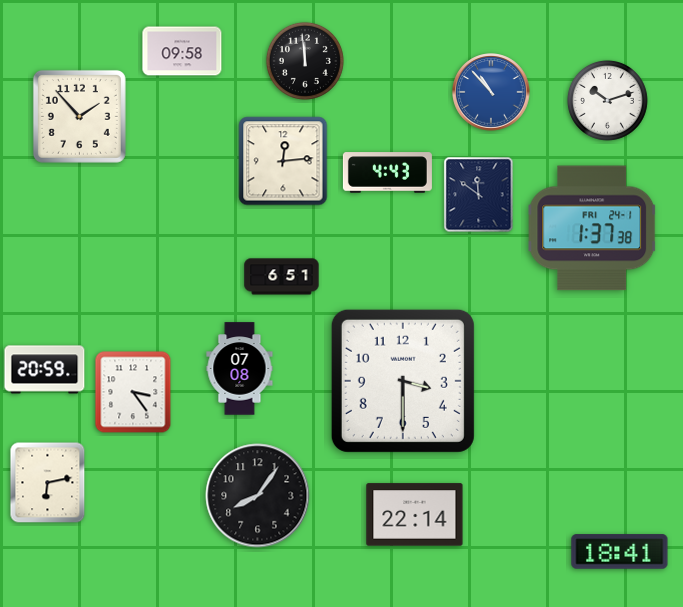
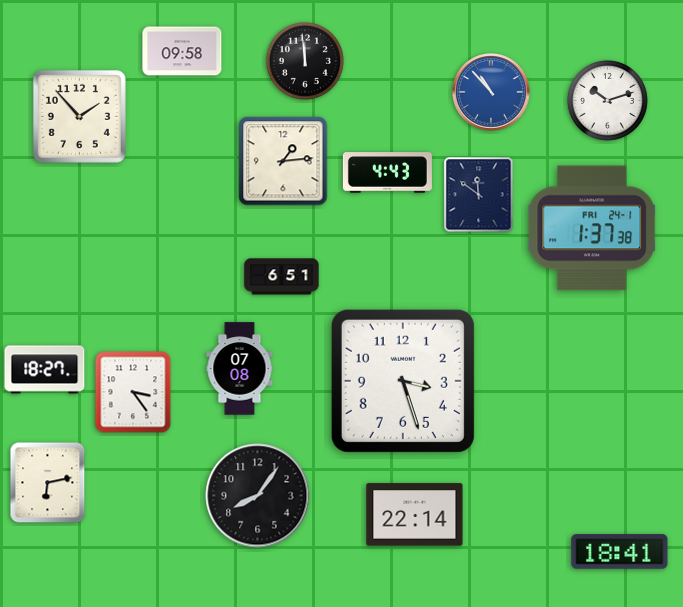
clock at (283, 161): 12:14 -> 1:14
clock at (45, 370): 20:59 -> 18:27
clock at (403, 381): 3:30 -> 3:27
